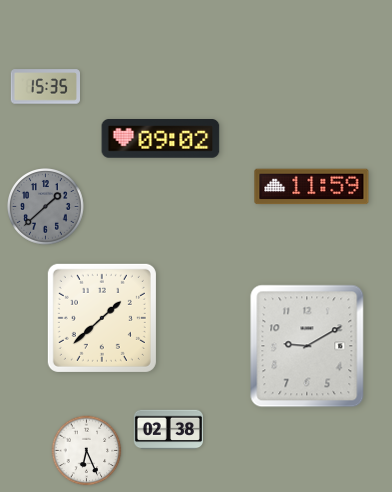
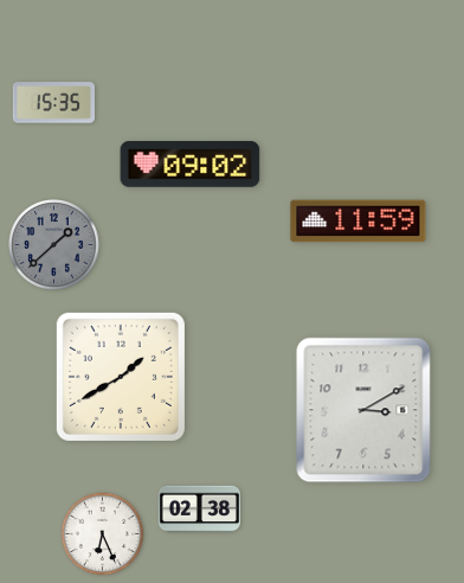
clock at (312, 187) position: (312, 187) -> (359, 222)
clock at (102, 318): 1:38 -> 1:40
clock at (307, 346): 9:10 -> 3:10
